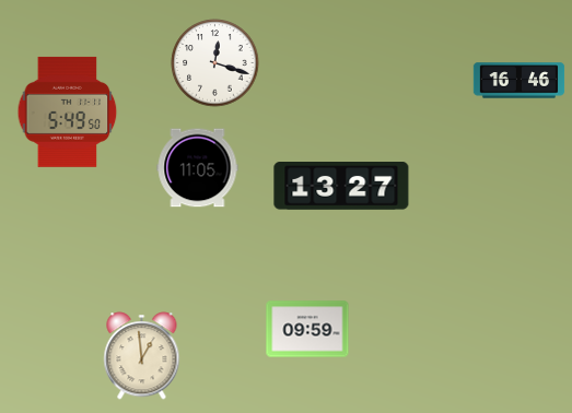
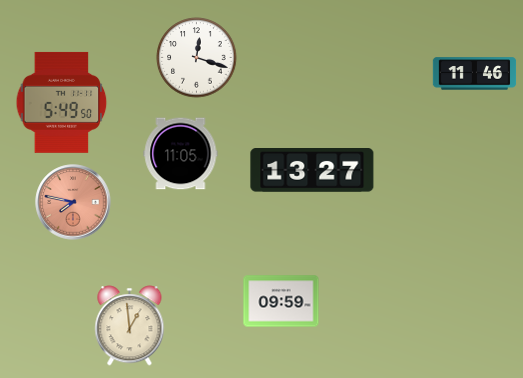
clock at (520, 81): 16:46 -> 11:46
clock at (73, 202): none -> 7:47
